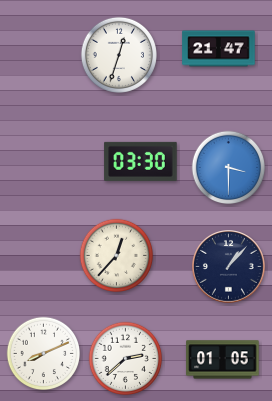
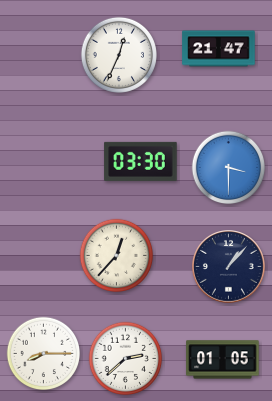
clock at (119, 55): 12:33 -> 12:34
clock at (44, 354): 8:11 -> 8:15
